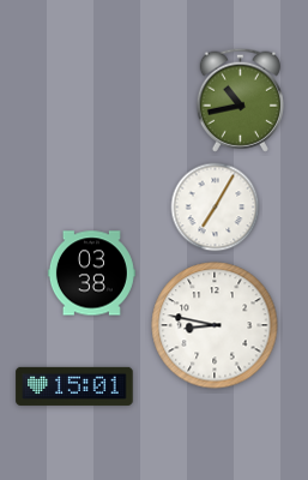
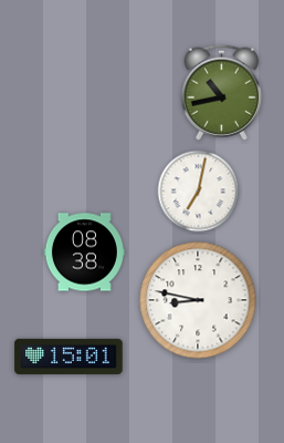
clock at (216, 208): 7:05 -> 7:02
clock at (91, 274): 03:38 -> 08:38
